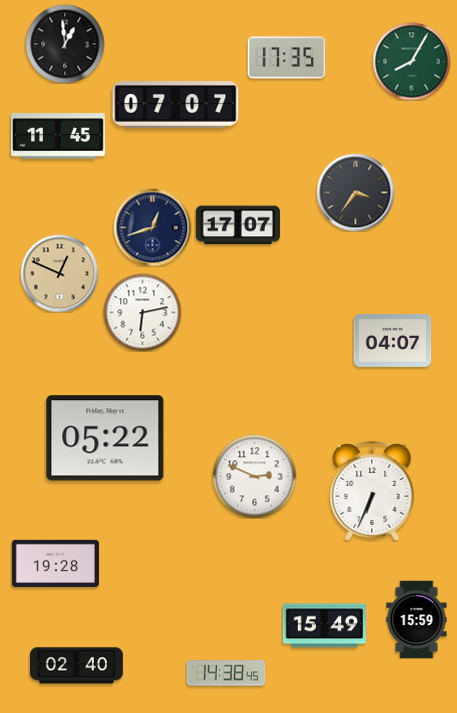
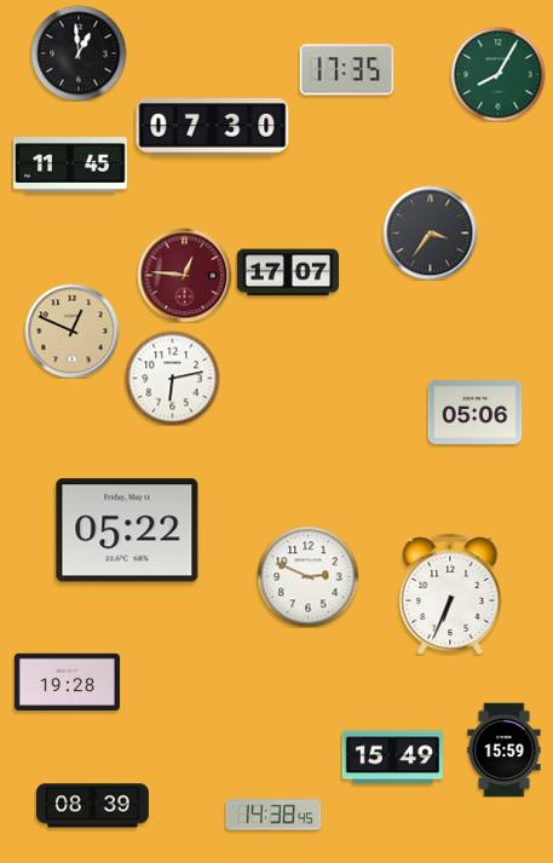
clock at (176, 105): 07:07 -> 07:30
clock at (152, 227): 12:42 -> 12:46
clock at (152, 227) dial: navy -> burgundy
clock at (392, 340): 04:07 -> 05:06
clock at (76, 666): 02:40 -> 08:39
